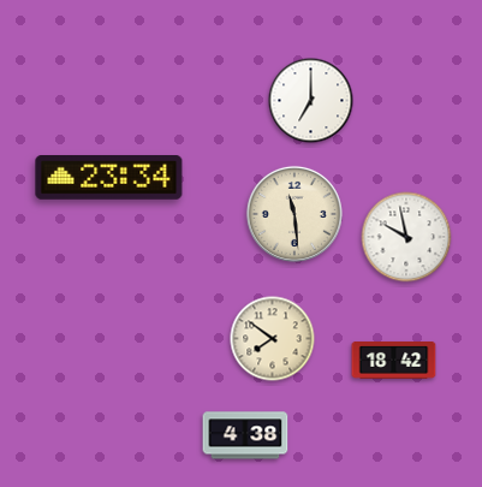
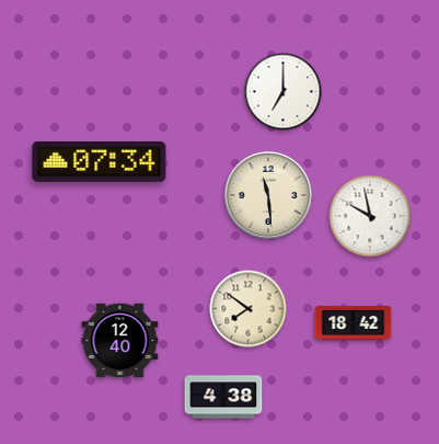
clock at (109, 178): 23:34 -> 07:34
clock at (394, 361) position: (394, 361) -> (354, 323)
clock at (120, 341): none -> 12:40
